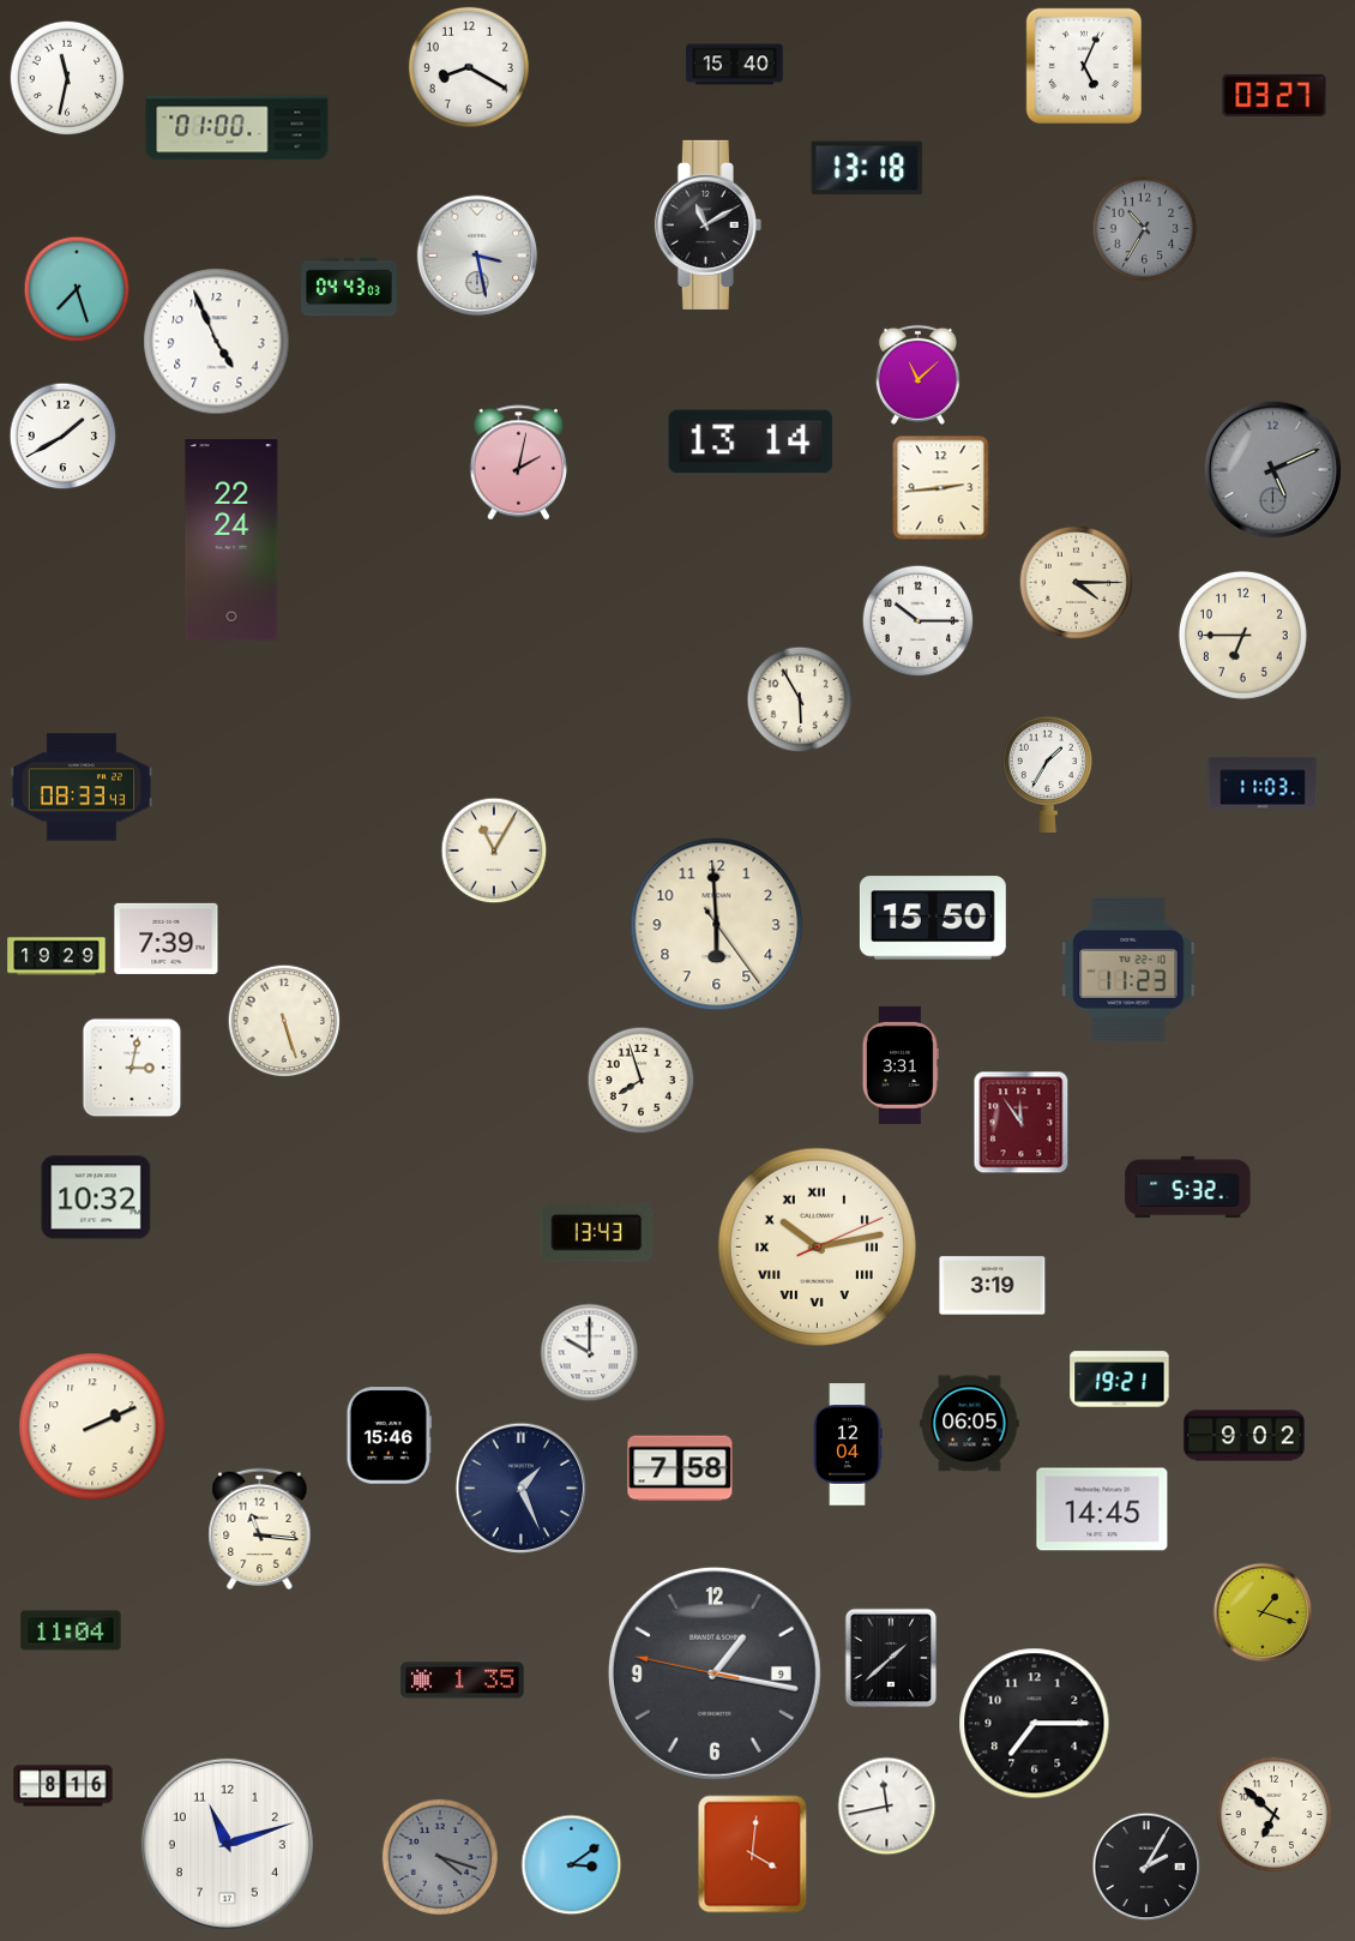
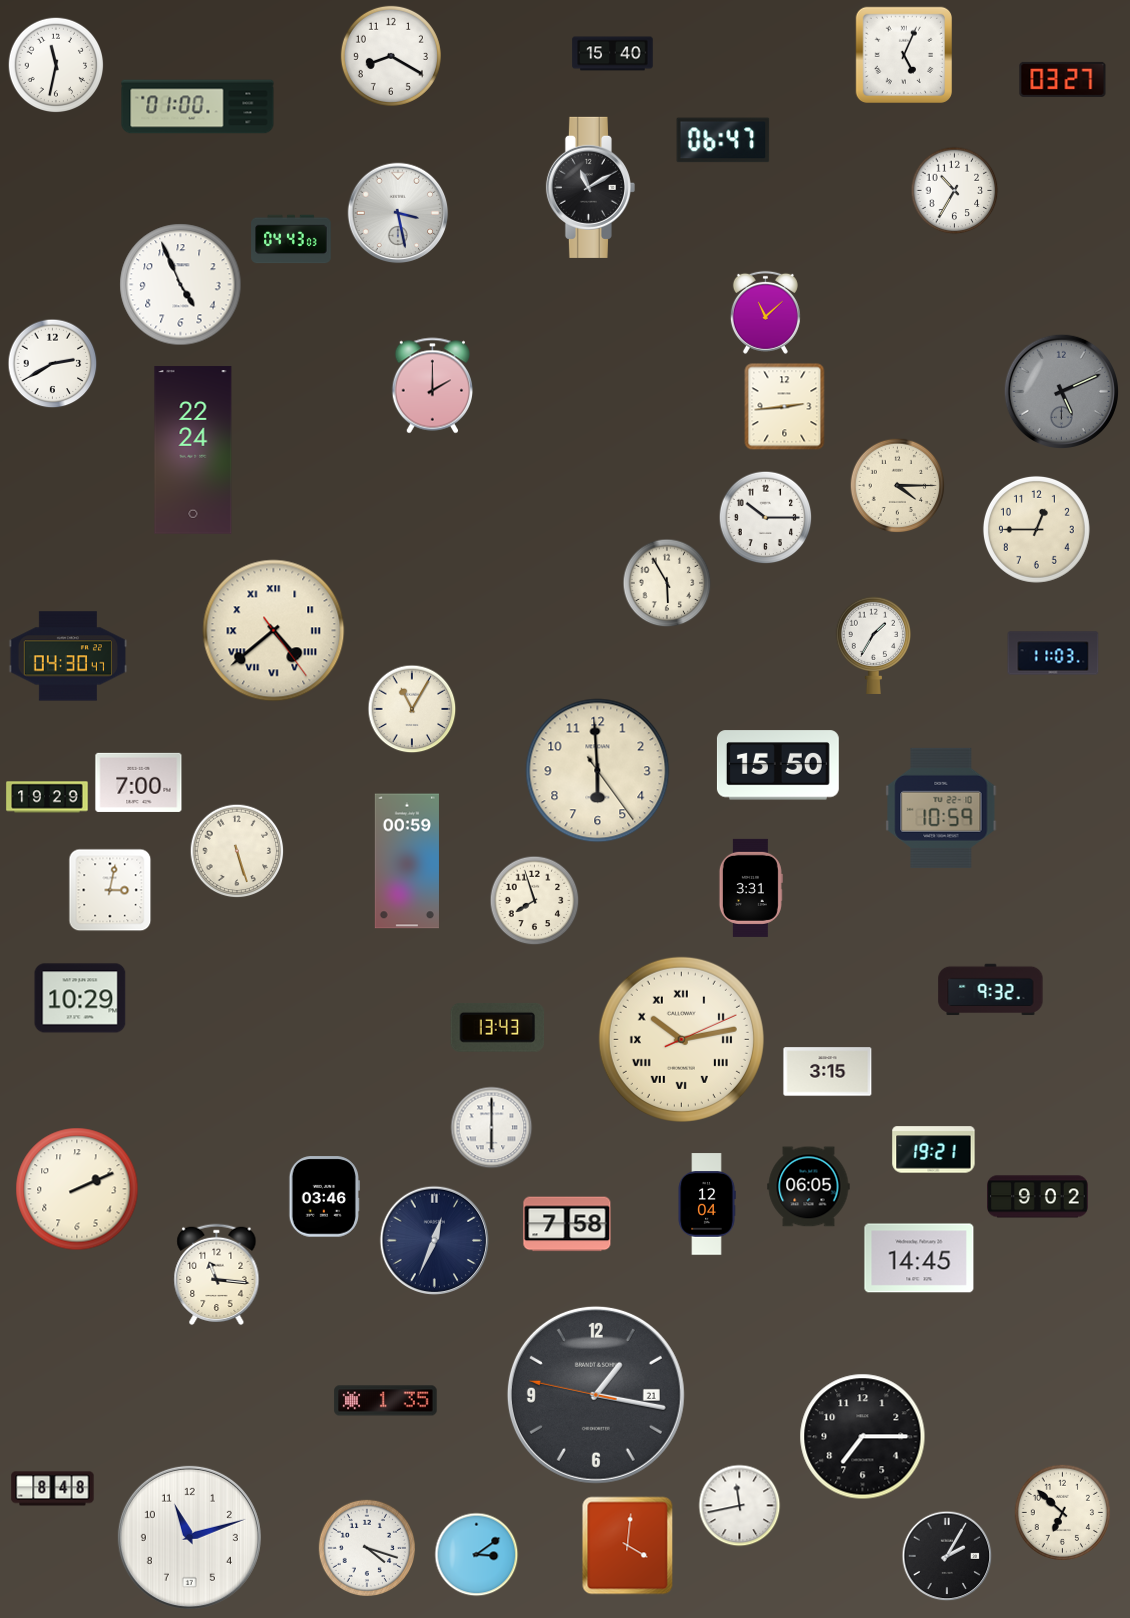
clock at (867, 168): 13:18 -> 06:47
clock at (1145, 229) dial: grey -> white
clock at (77, 289): 7:27 -> none
clock at (64, 437): 1:40 -> 2:40
clock at (751, 441): 13:14 -> none
clock at (518, 463): 2:02 -> 2:00
clock at (1242, 635): 6:45 -> 12:45
clock at (274, 631): none -> 4:38
clock at (80, 787): 08:33 -> 04:30
clock at (167, 938): 7:39 -> 7:00
clock at (1128, 969): 11:23 -> 10:59
clock at (407, 861): none -> 00:59
clock at (1022, 1123): 11:54 -> none
clock at (1188, 1188): 5:32 -> 9:32
clock at (96, 1197): 10:32 -> 10:29
clock at (993, 1286): 3:19 -> 3:15
clock at (590, 1353): 10:00 -> 6:00
clock at (389, 1436): 15:46 -> 03:46
clock at (522, 1489): 1:26 -> 12:34
clock at (1263, 1612): 1:18 -> none
clock at (71, 1630): 11:04 -> none
clock at (891, 1658): 1:38 -> none
clock at (715, 1673) date: 9 -> 21
clock at (64, 1786): 8:16 -> 8:48
clock at (439, 1856) dial: grey -> white
clock at (1146, 1867) position: (1146, 1867) -> (947, 1556)
